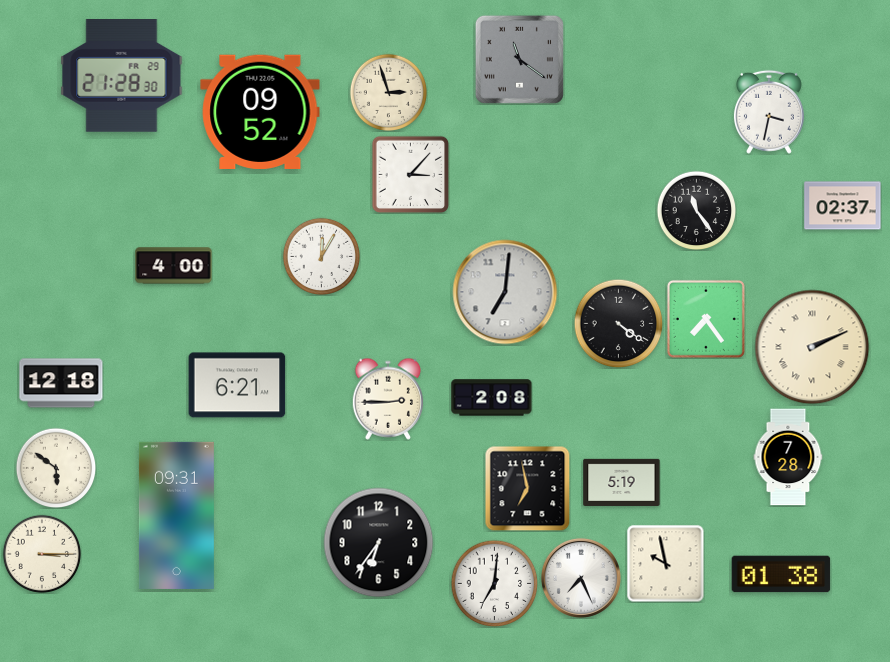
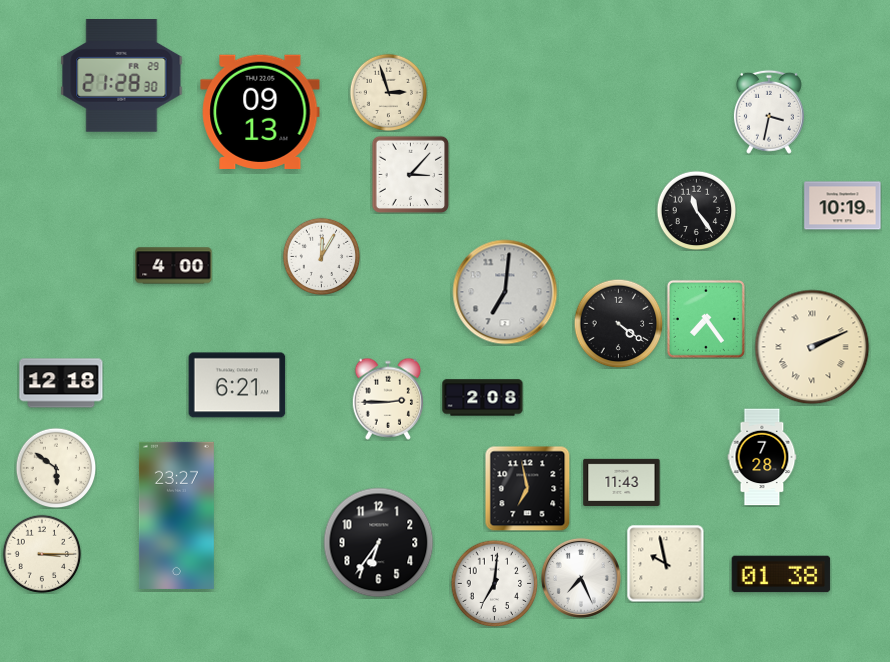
clock at (519, 59): 11:21 -> none
clock at (260, 112): 09:52 -> 09:13
clock at (843, 206): 02:37 -> 10:19
clock at (492, 398) position: (492, 398) -> (483, 398)
clock at (788, 457) position: (788, 457) -> (762, 457)
clock at (622, 482): 5:19 -> 11:43
clock at (176, 515): 09:31 -> 23:27
